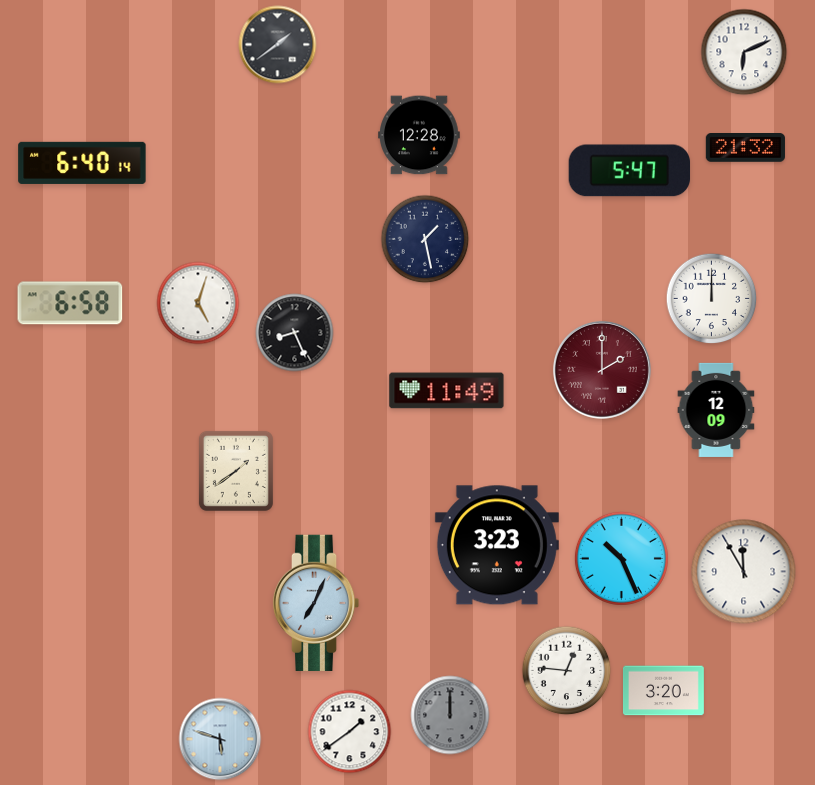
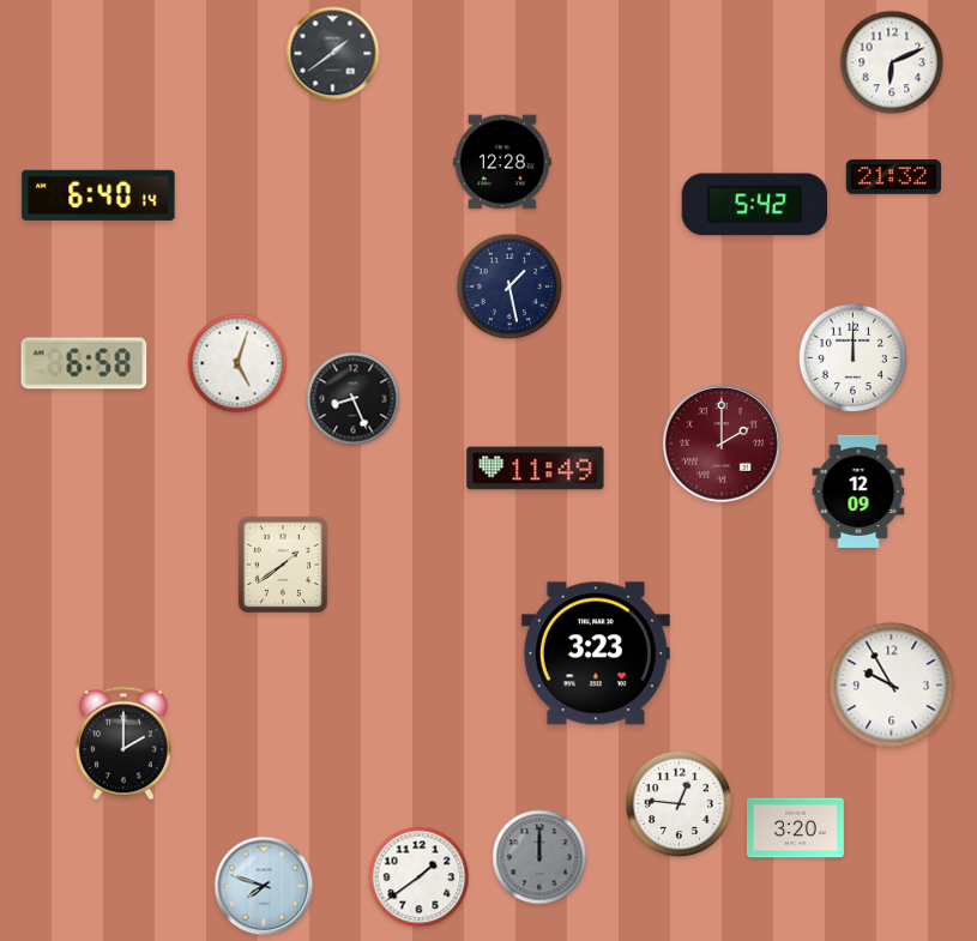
clock at (630, 171): 5:47 -> 5:42
clock at (621, 558): 10:26 -> none
clock at (744, 572): 11:55 -> 9:55
clock at (316, 602): 7:04 -> none
clock at (123, 743): none -> 2:00
clock at (220, 739): 5:48 -> 7:48
